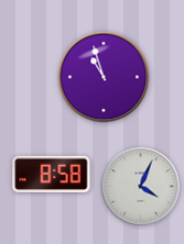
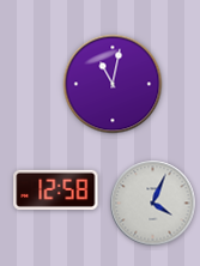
clock at (104, 77): 10:57 -> 11:02
clock at (52, 174): 8:58 -> 12:58
